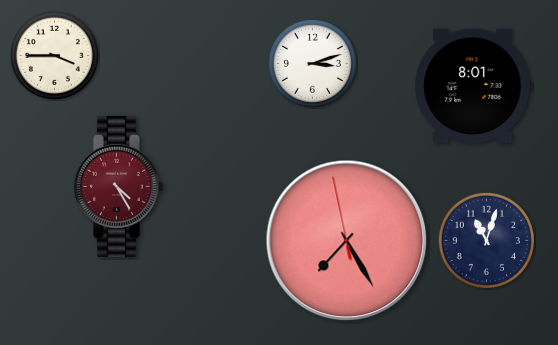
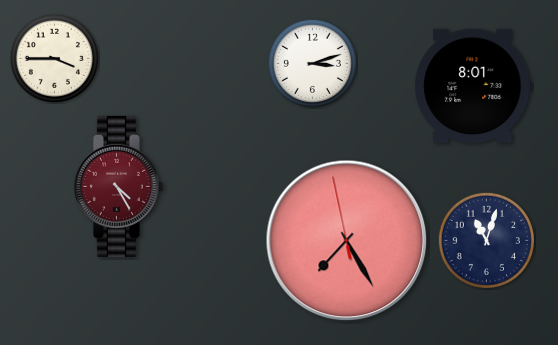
clock at (54, 55) position: (54, 55) -> (54, 58)
